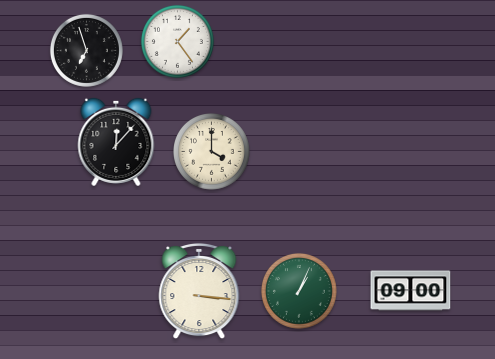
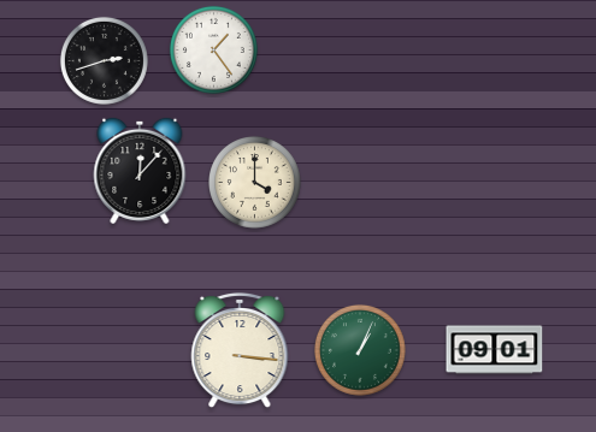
clock at (86, 50): 6:57 -> 2:42
clock at (411, 291): 09:00 -> 09:01
